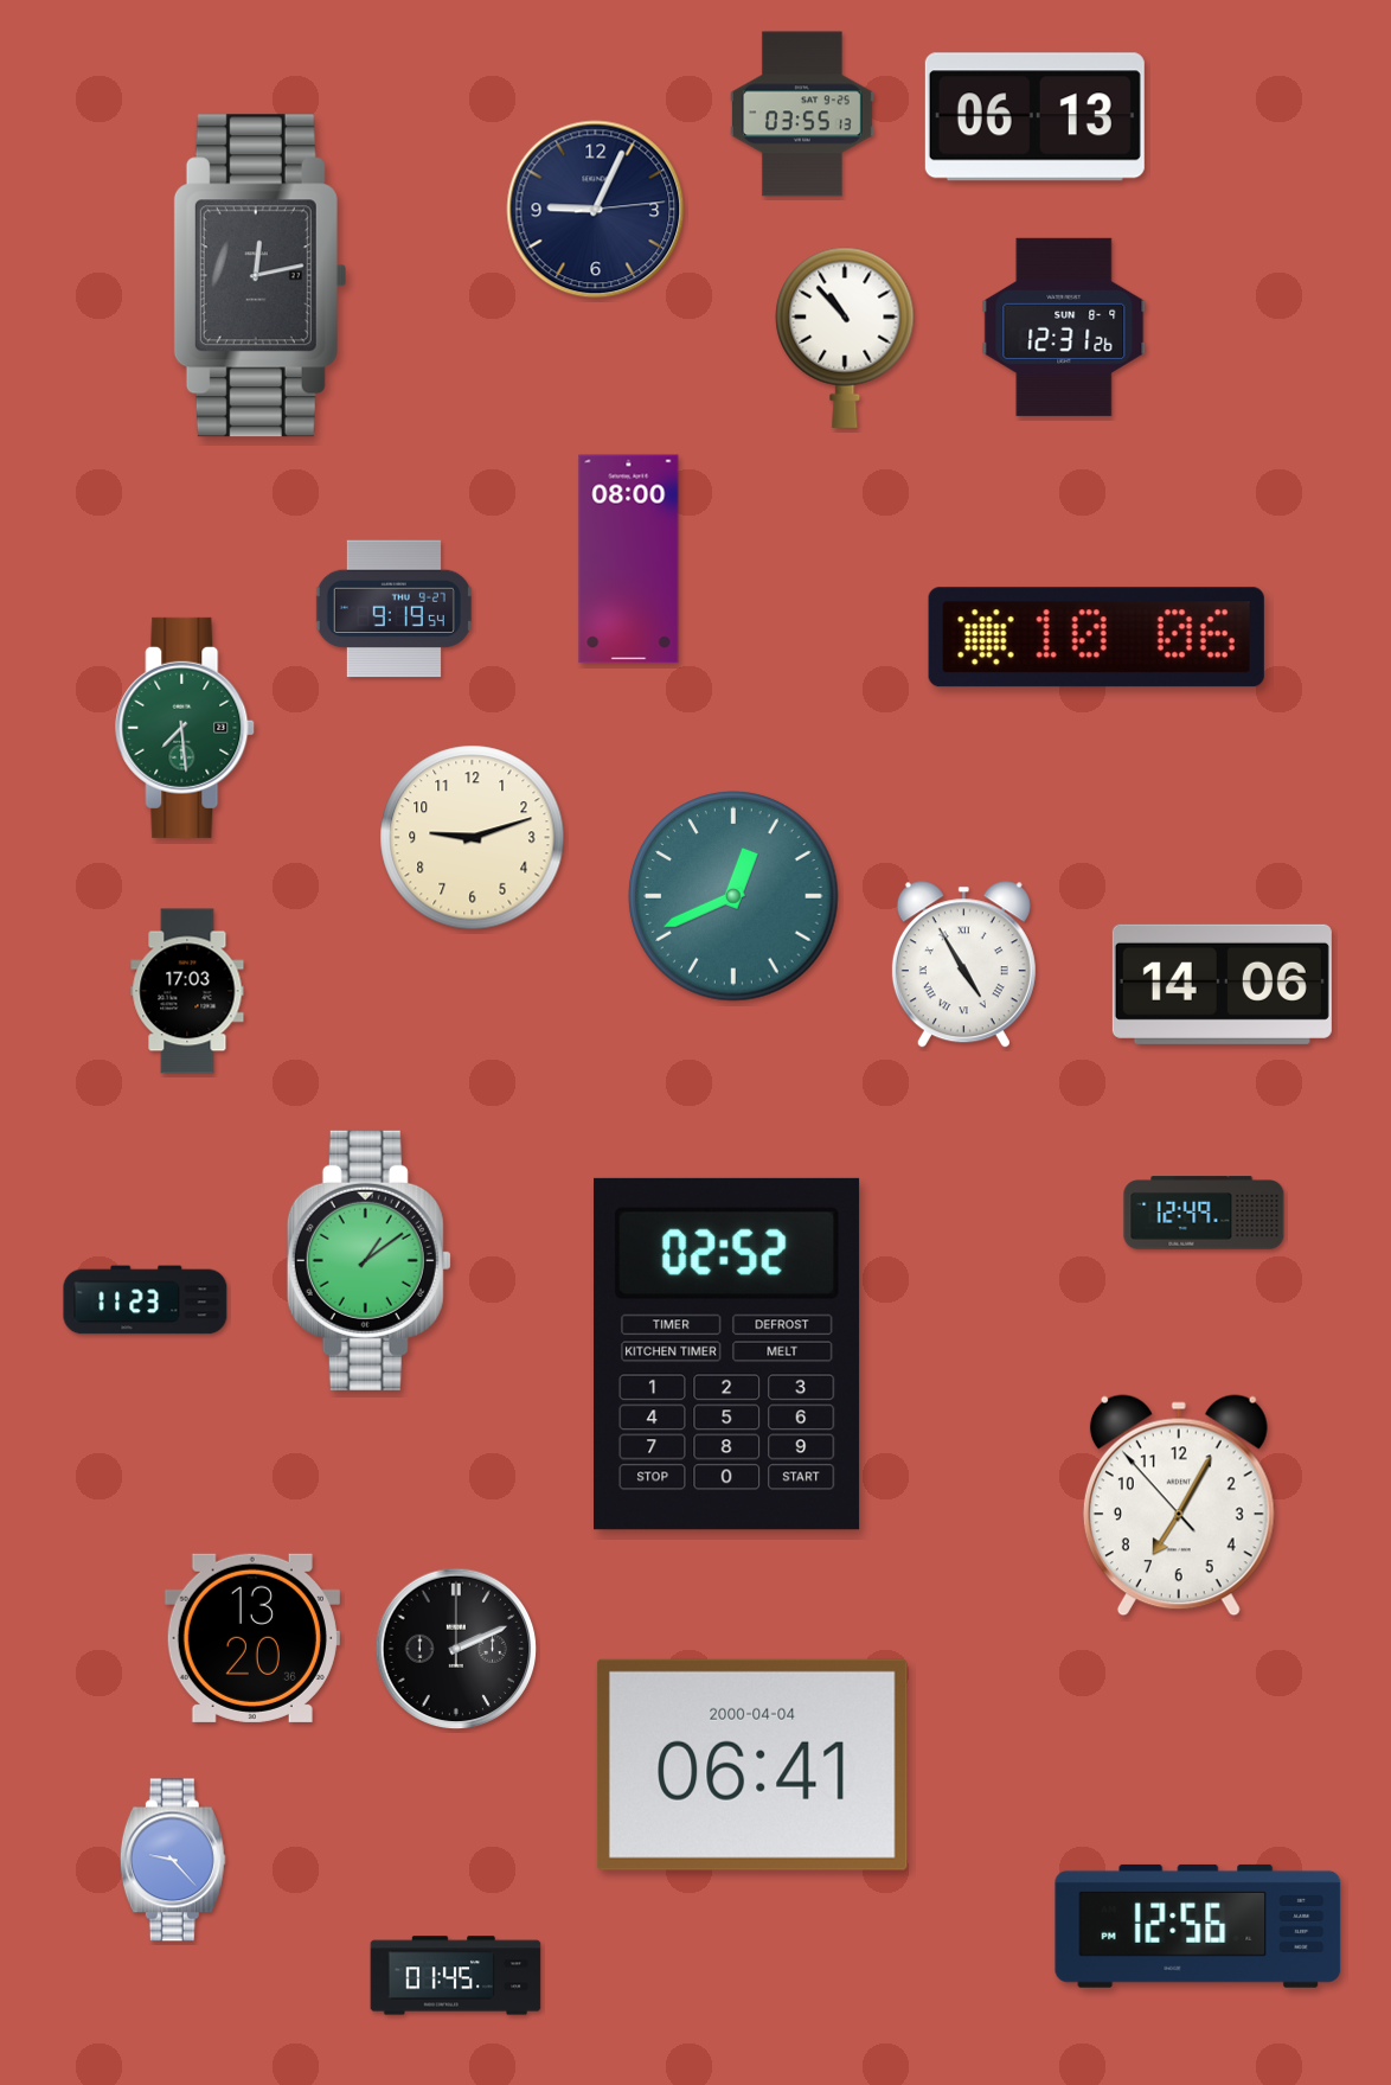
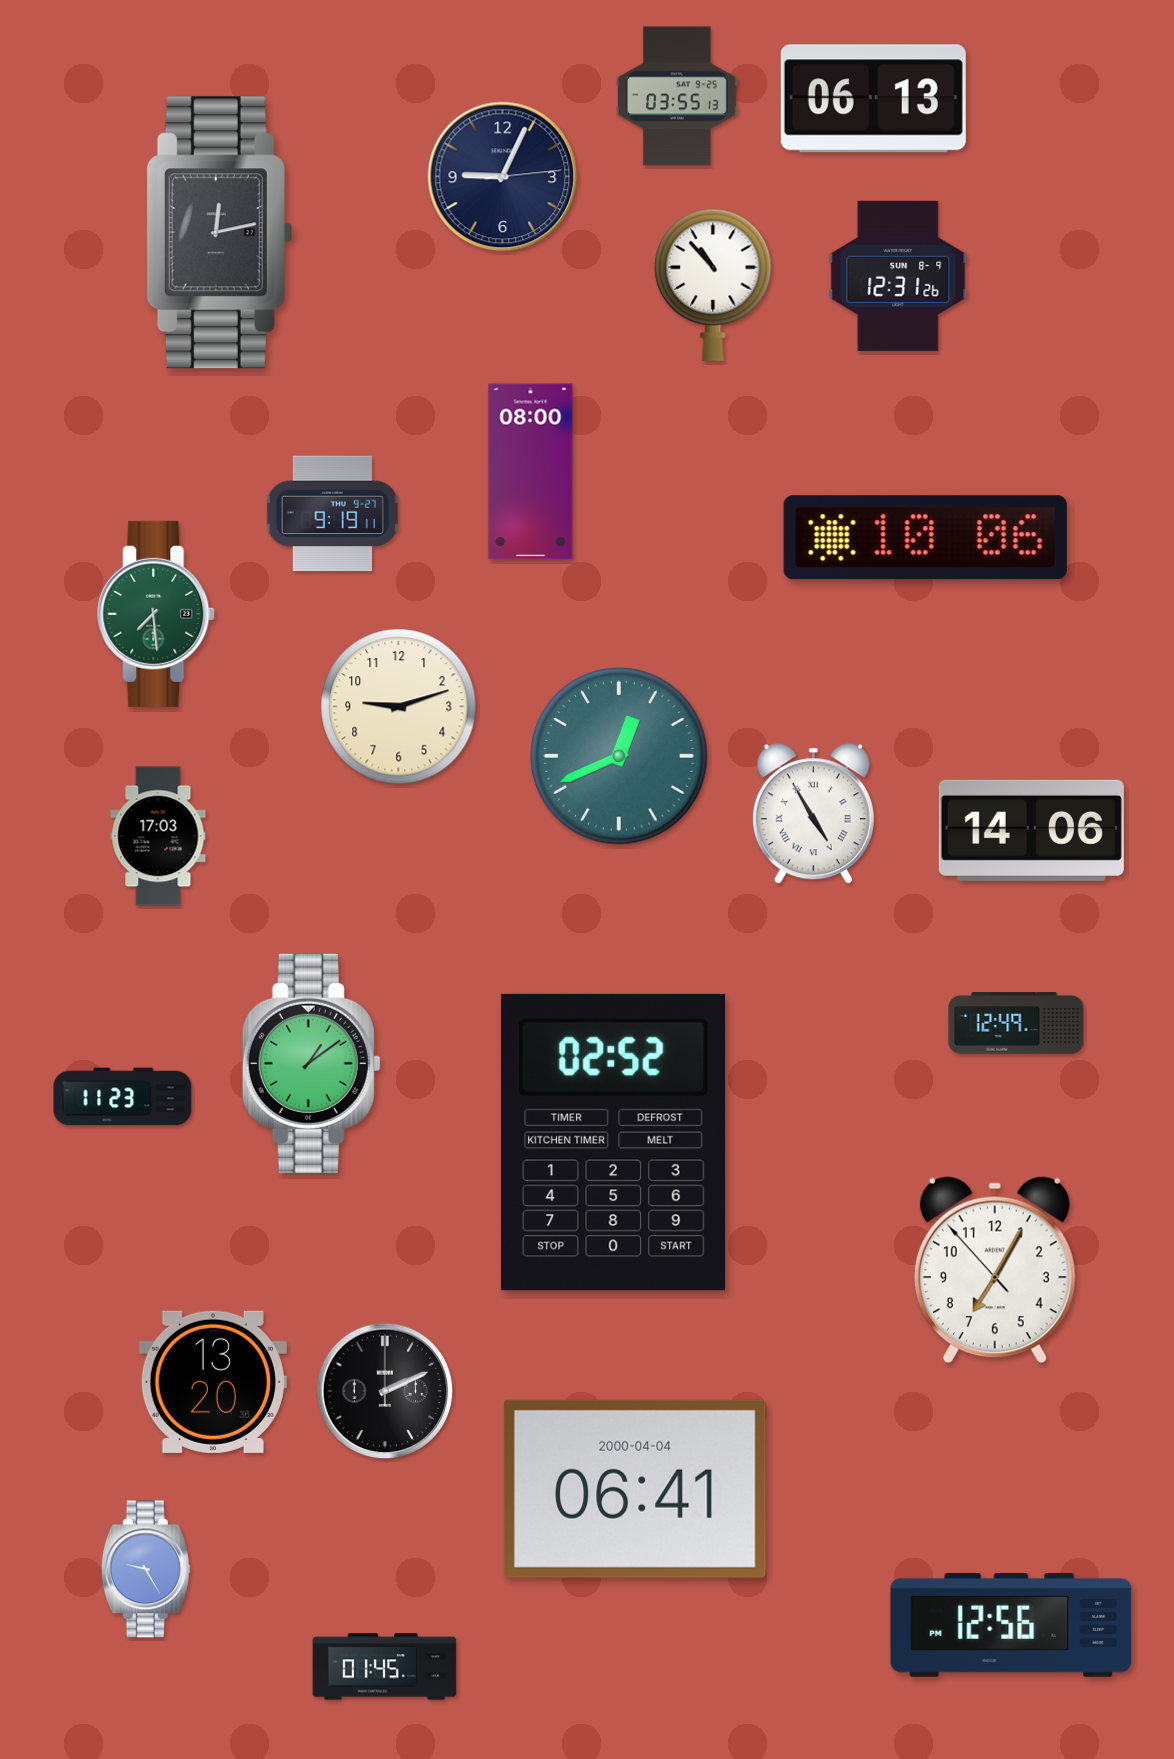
clock at (393, 609): 9:19:54 -> 9:19:11
clock at (173, 1860): 9:23 -> 9:25
